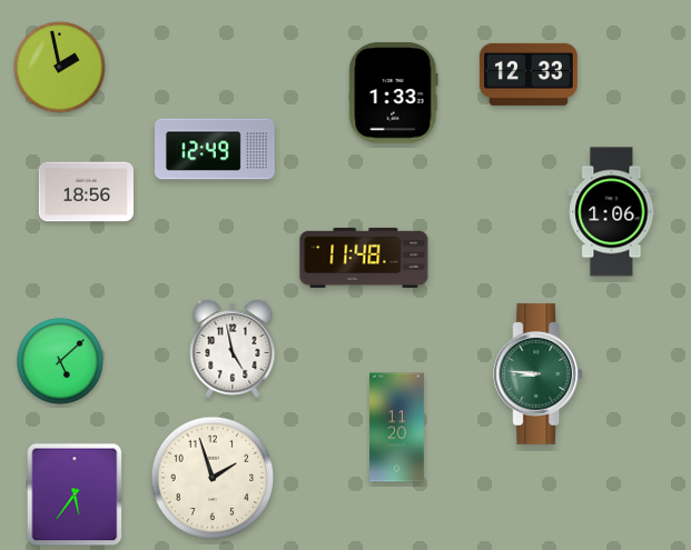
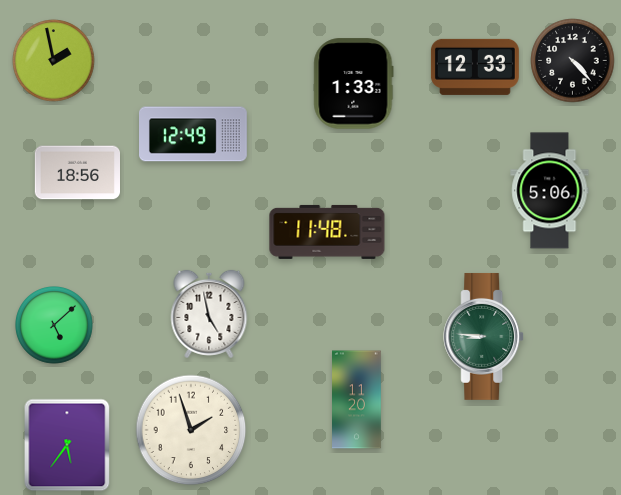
clock at (573, 61): none -> 4:23
clock at (612, 212): 1:06 -> 5:06
clock at (397, 428) position: (397, 428) -> (357, 400)
